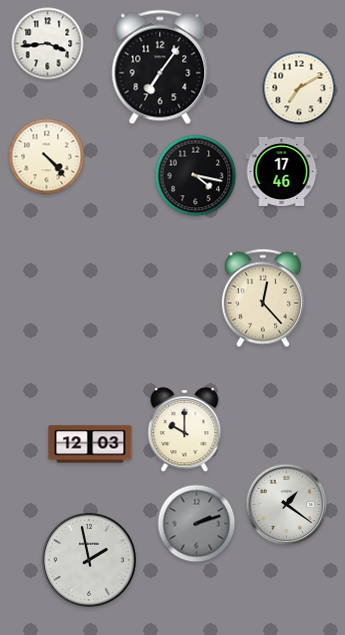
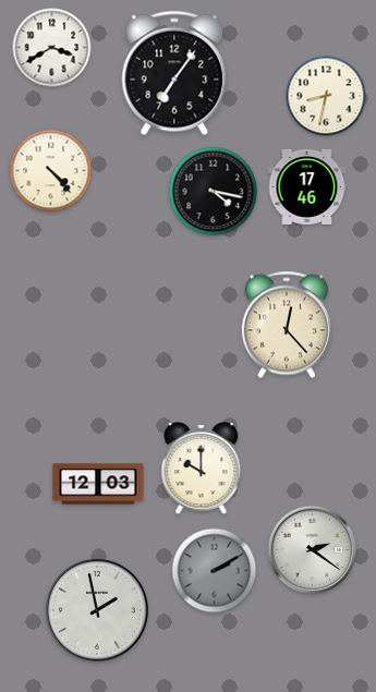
clock at (48, 44): 3:44 -> 3:40
clock at (299, 88): 7:10 -> 8:32
clock at (287, 505): 1:21 -> 2:21
clock at (197, 524): 2:12 -> 2:10
